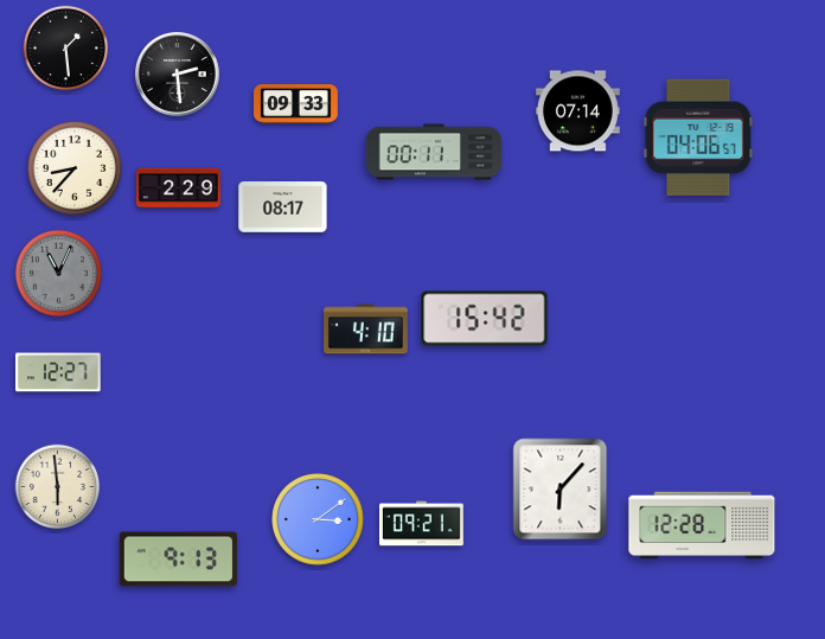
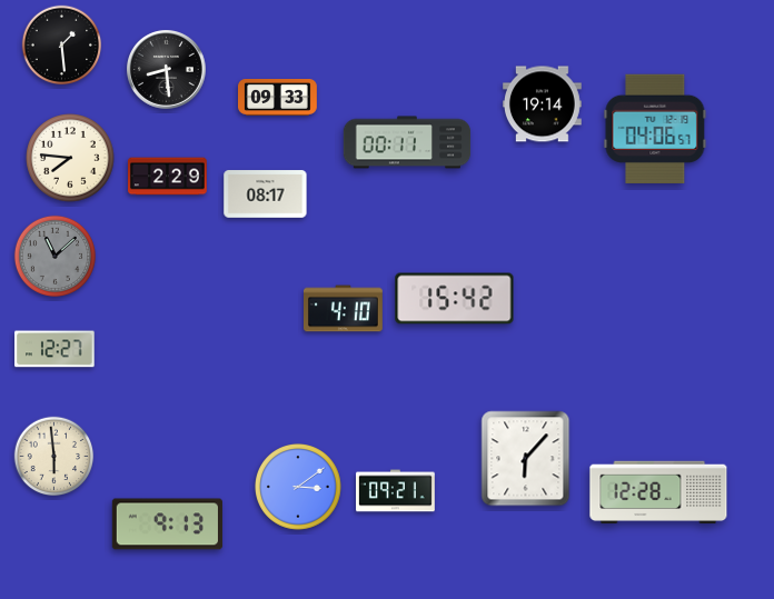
clock at (178, 75): 2:29 -> 8:29
clock at (578, 111): 07:14 -> 19:14
clock at (75, 168): 8:37 -> 7:46
clock at (58, 273): 11:04 -> 11:08
